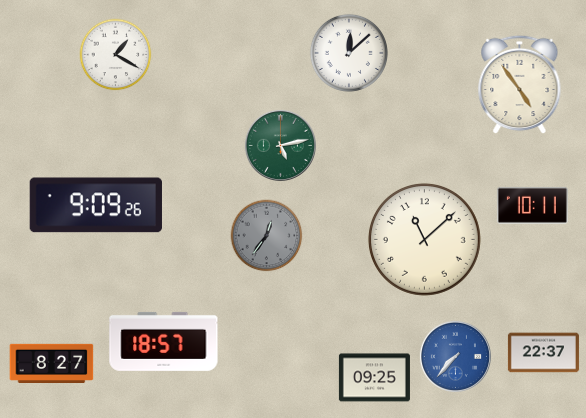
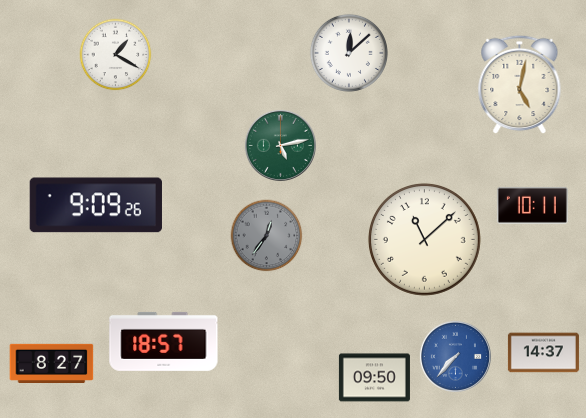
clock at (520, 85): 4:54 -> 5:02
clock at (543, 353): 22:37 -> 14:37
clock at (374, 378): 09:25 -> 09:50
